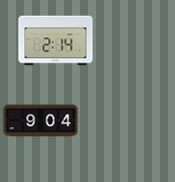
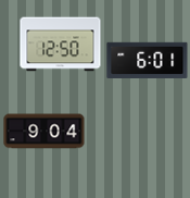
clock at (56, 41): 2:14 -> 12:50
clock at (148, 60): none -> 6:01
